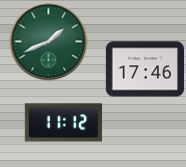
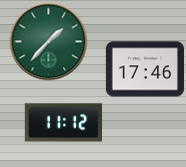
clock at (48, 41): 1:41 -> 1:37
